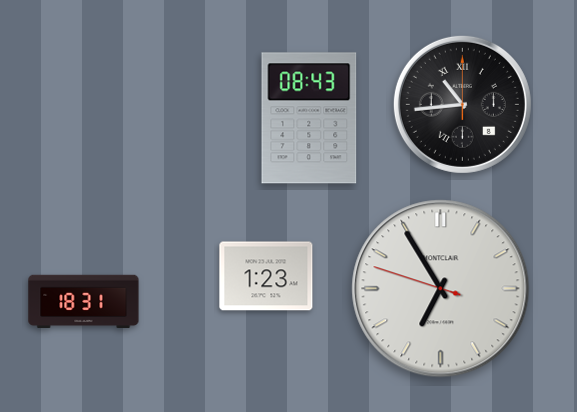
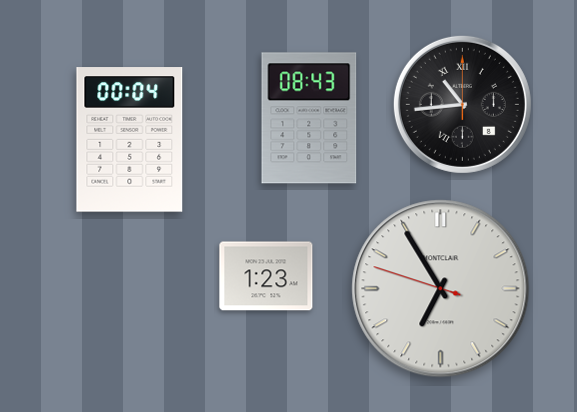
clock at (130, 140): none -> 00:04
clock at (84, 302): 18:31 -> none
